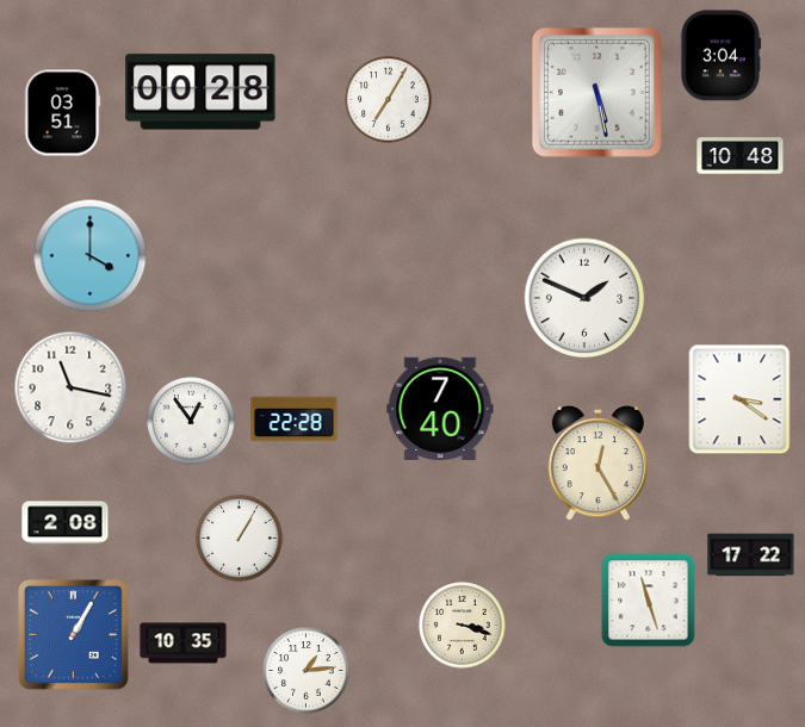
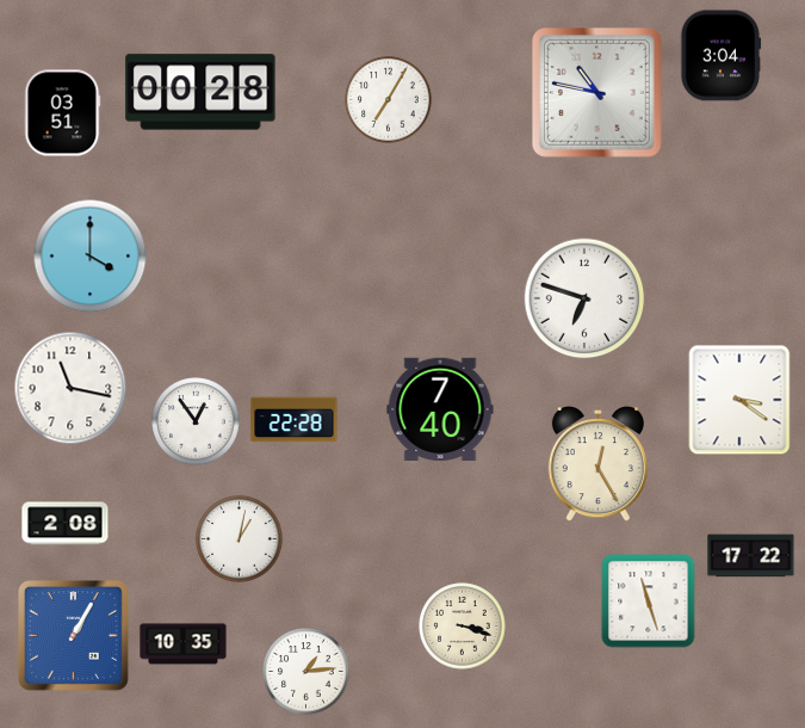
clock at (597, 93): 5:28 -> 10:47
clock at (741, 156): 10:48 -> none
clock at (584, 298): 1:49 -> 6:48
clock at (191, 421) position: (191, 421) -> (196, 421)
clock at (240, 539): 1:05 -> 1:02
